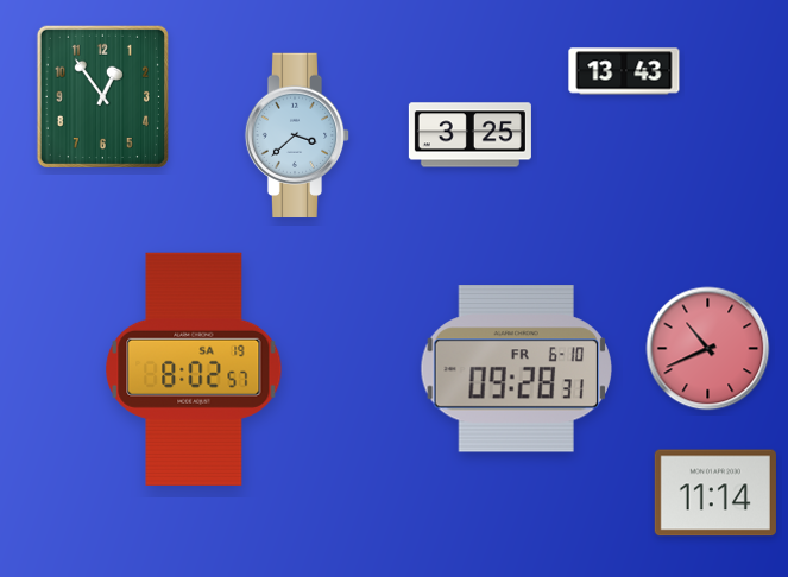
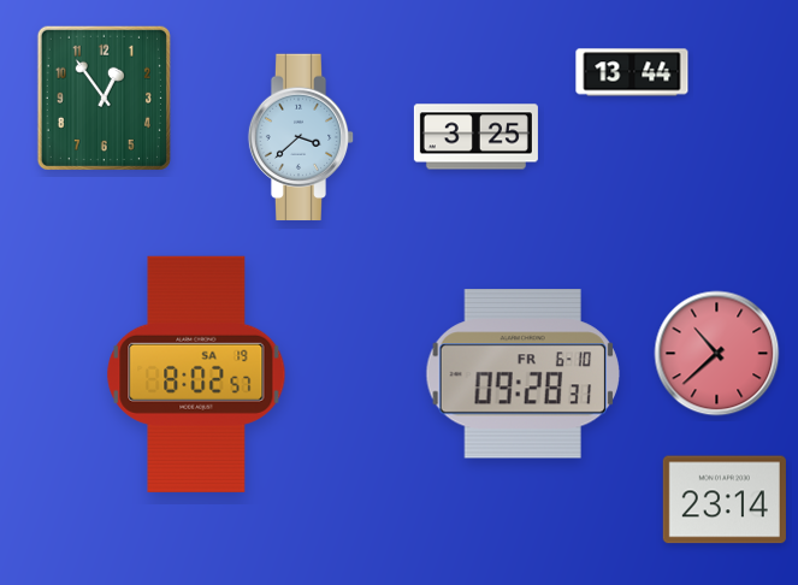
clock at (624, 71): 13:43 -> 13:44
clock at (708, 349): 10:41 -> 10:38
clock at (715, 493): 11:14 -> 23:14
